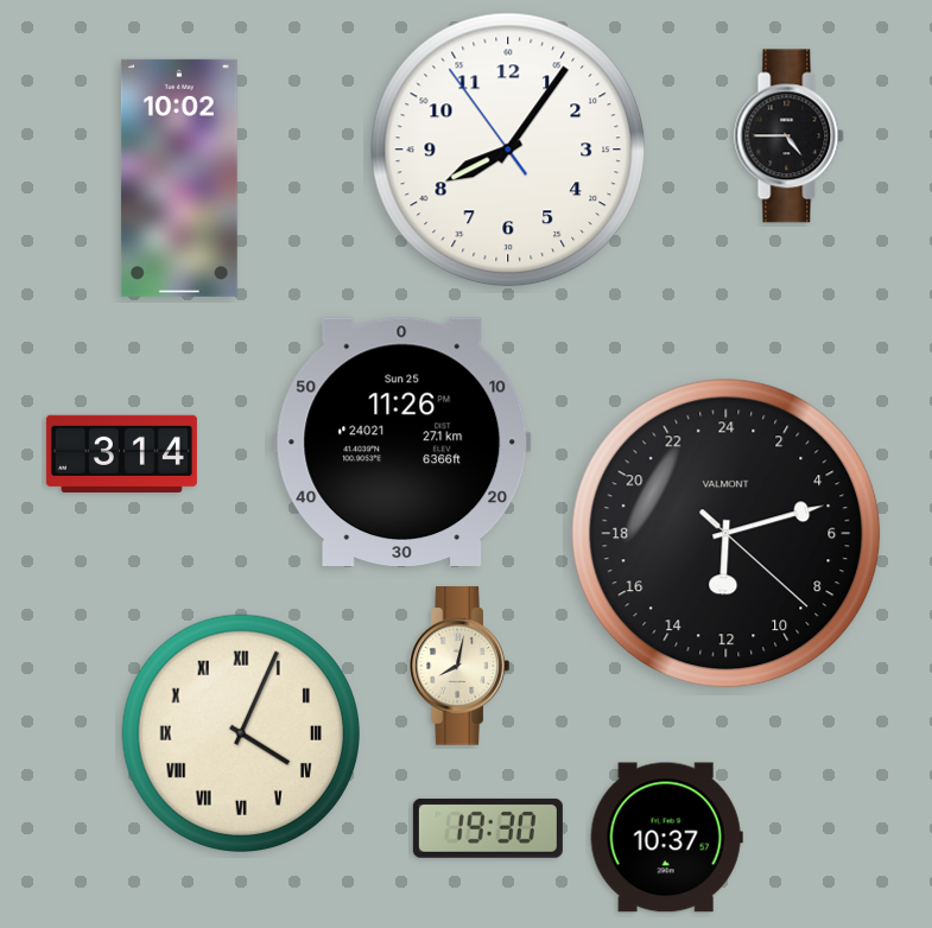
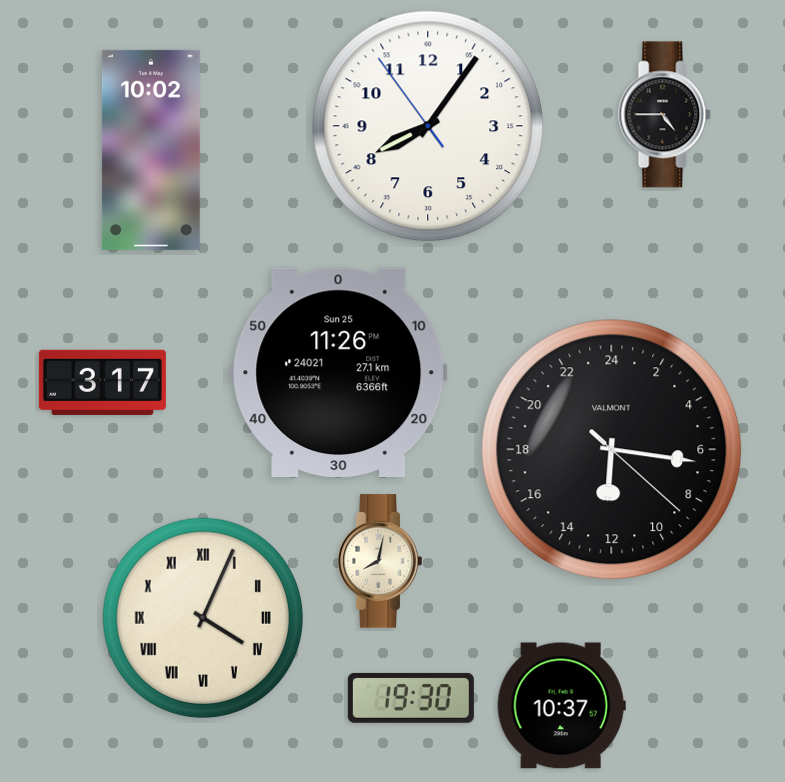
clock at (121, 453): 3:14 -> 3:17
clock at (727, 534): 12:12 -> 12:16
clock at (459, 666) position: (459, 666) -> (380, 561)
